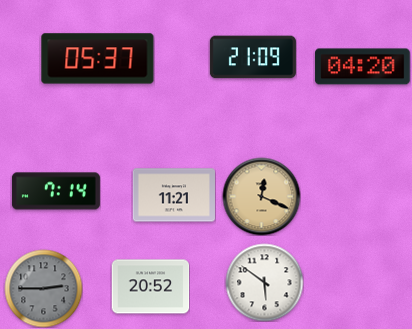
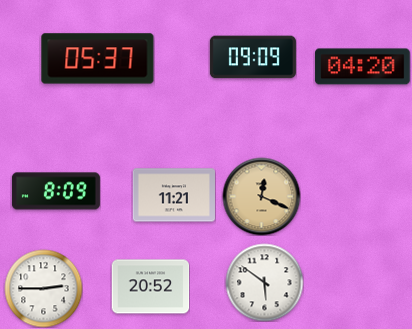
clock at (253, 57): 21:09 -> 09:09
clock at (56, 191): 7:14 -> 8:09
clock at (43, 288) dial: grey -> white
